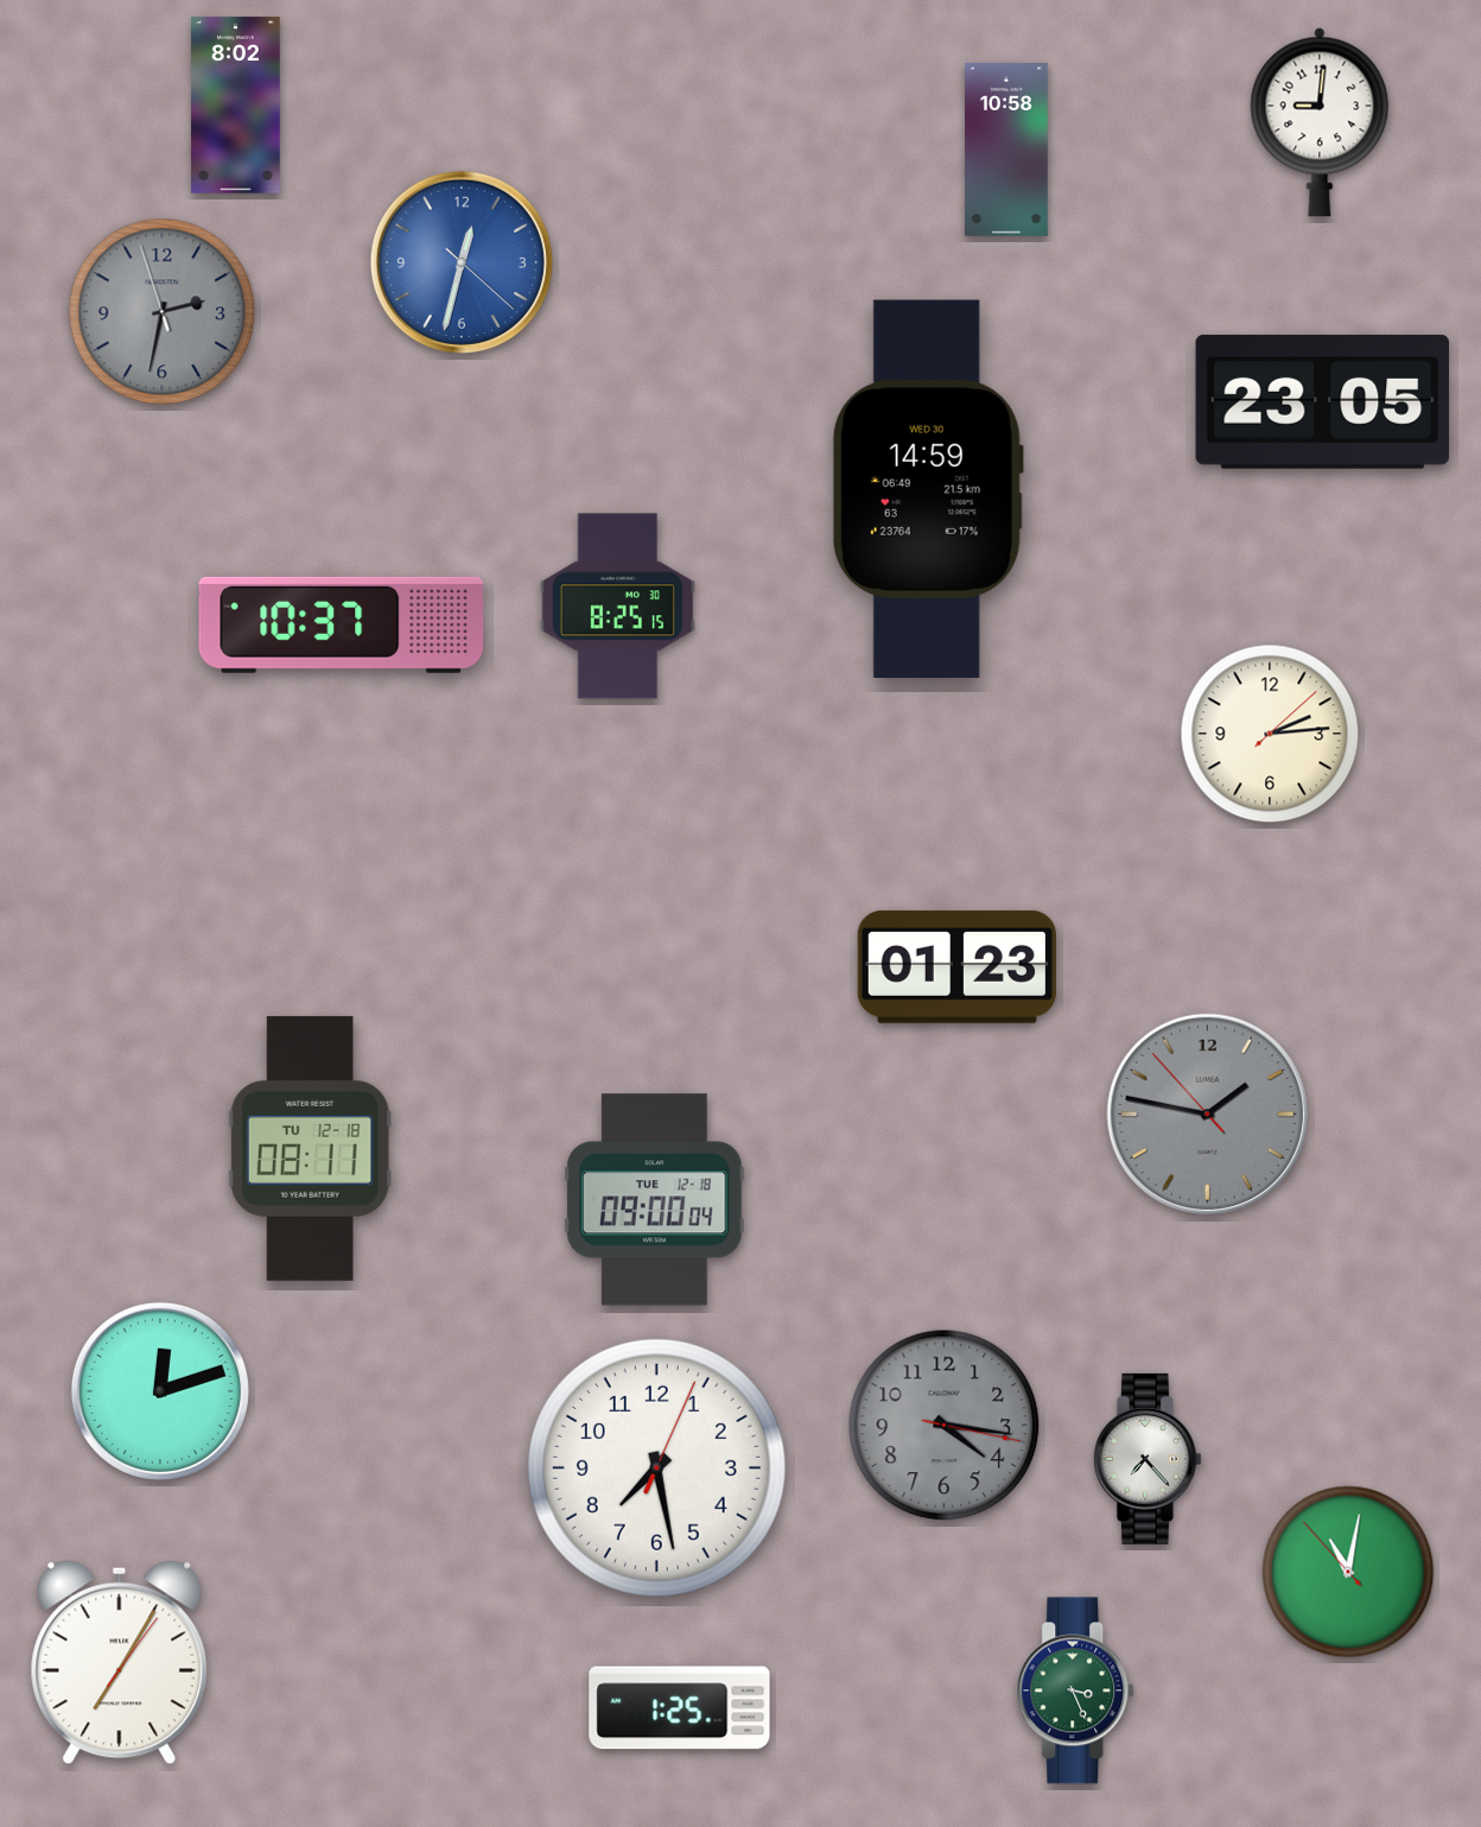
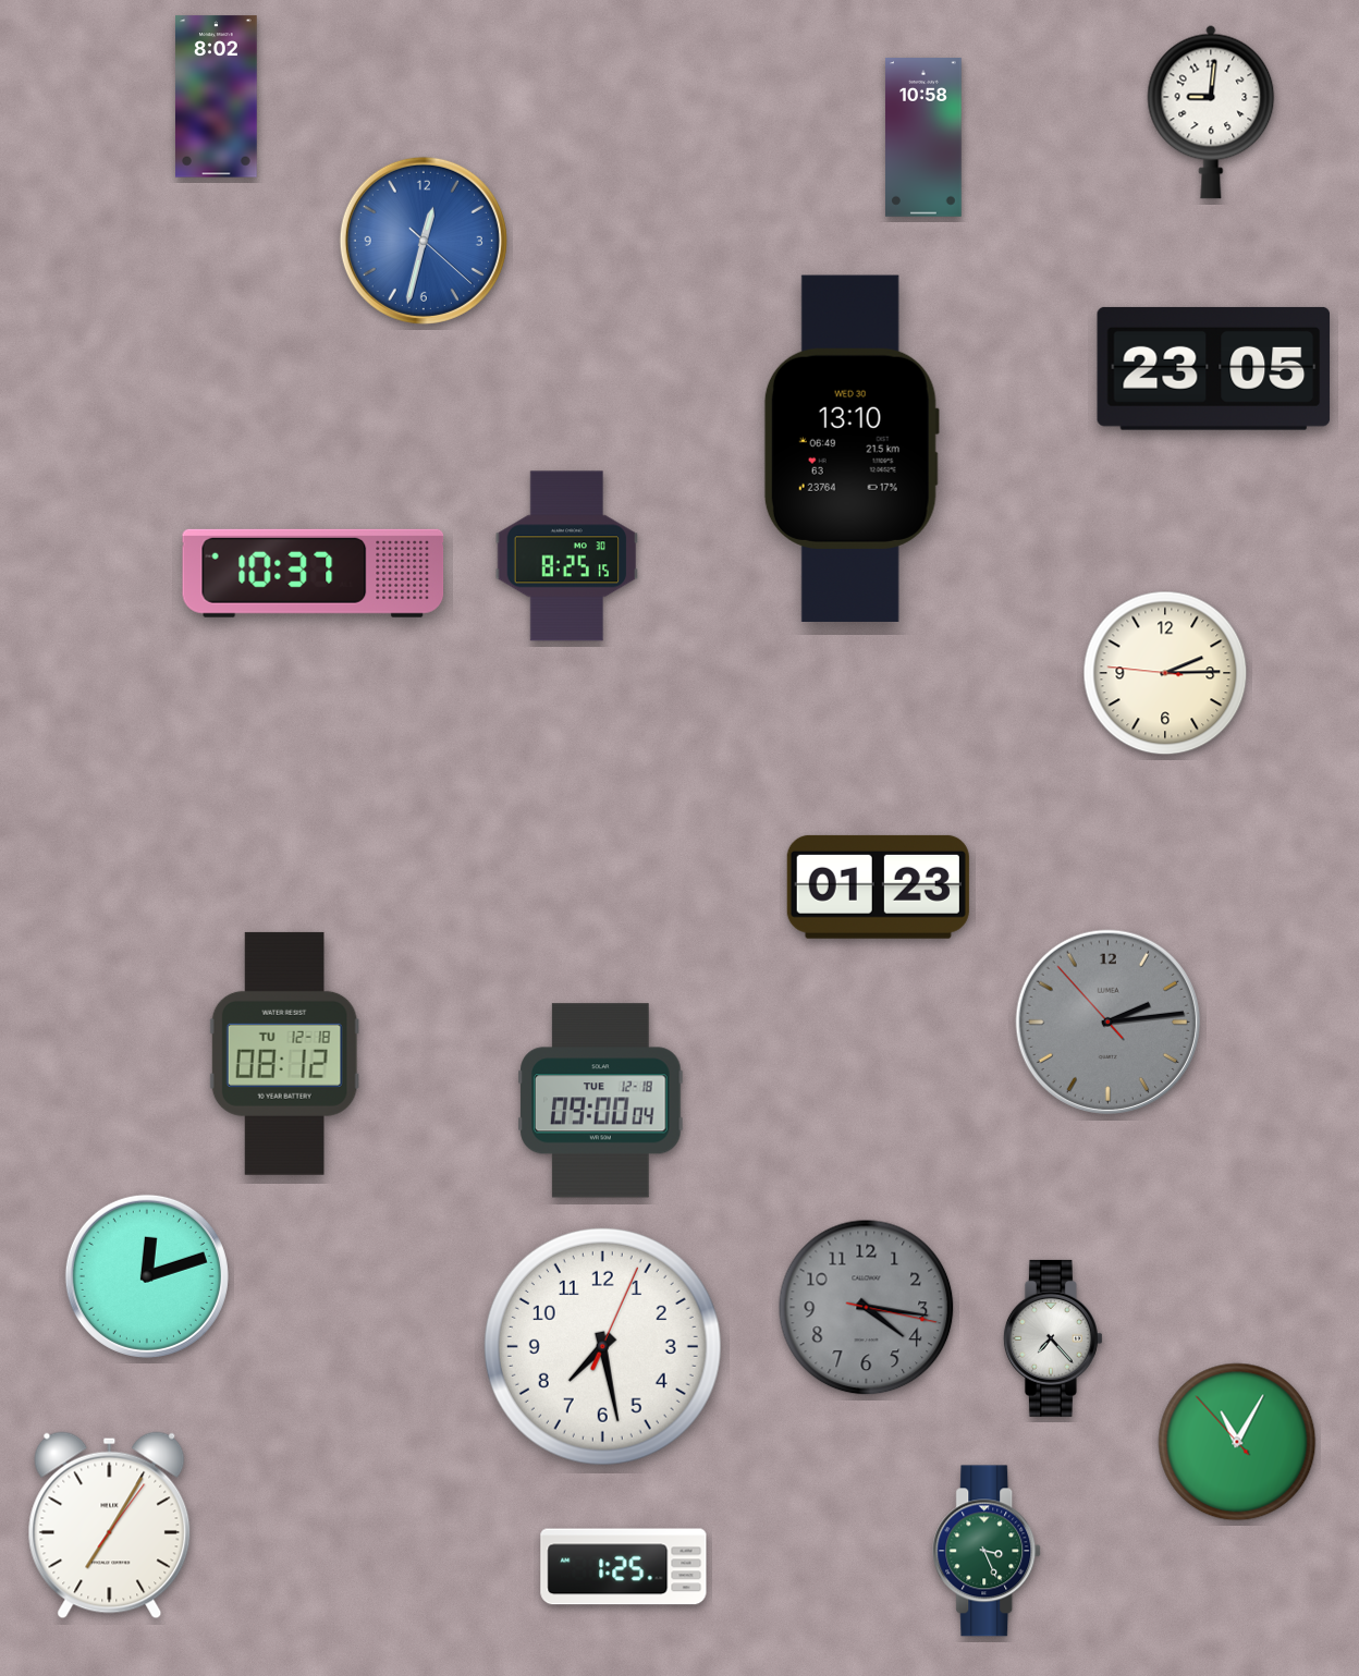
clock at (163, 312): 2:31 -> none
clock at (928, 489): 14:59 -> 13:10
clock at (1270, 734): 2:14:08 -> 2:14:46
clock at (1207, 1114): 1:46 -> 2:13
clock at (310, 1148): 08:11 -> 08:12
clock at (1348, 1572): 11:01 -> 11:04
